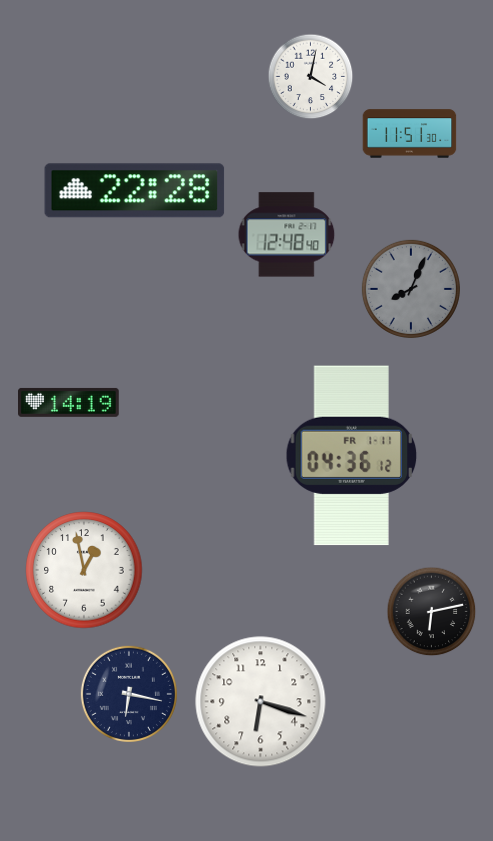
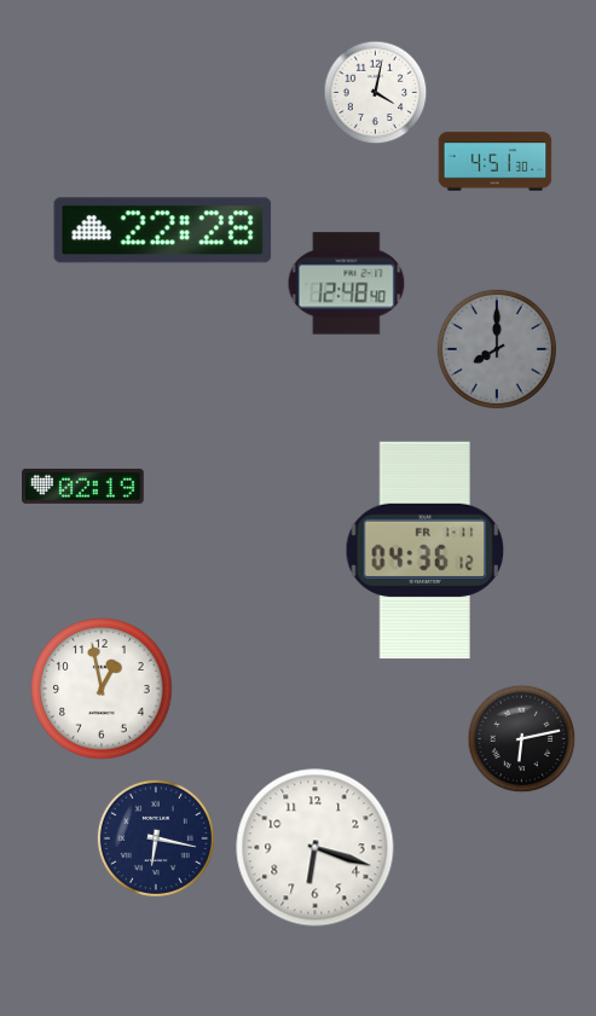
clock at (410, 134): 11:51 -> 4:51
clock at (411, 289): 8:04 -> 8:00
clock at (69, 402): 14:19 -> 02:19
